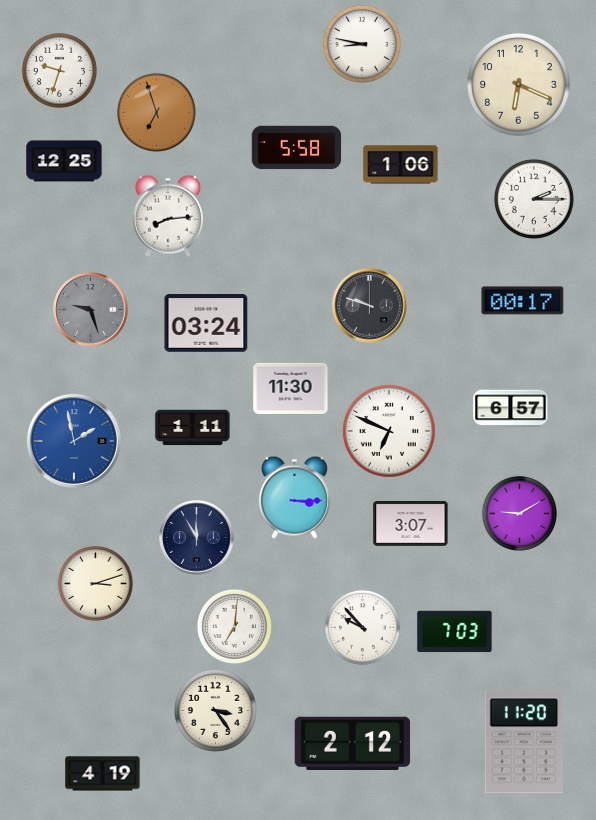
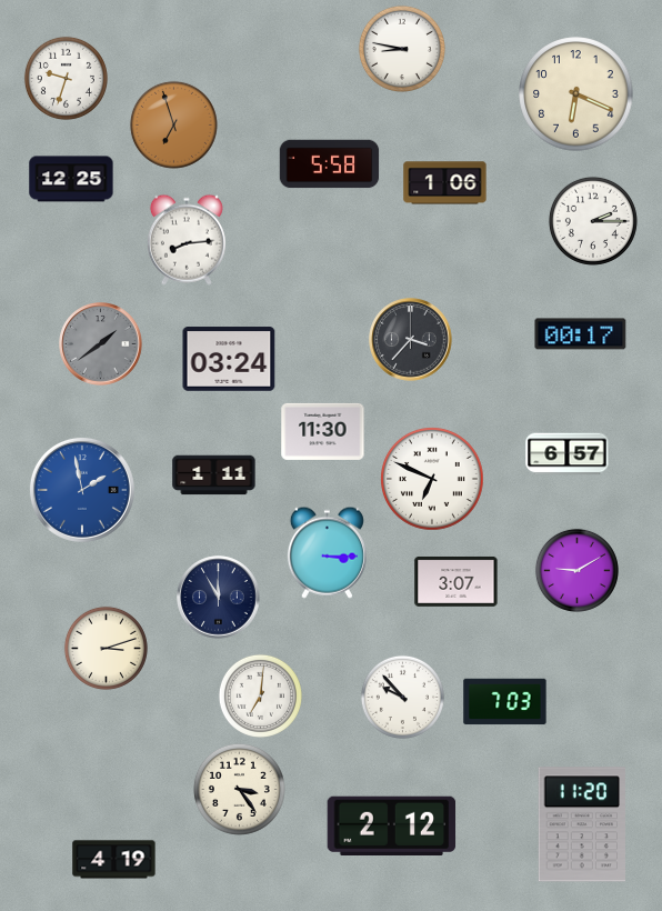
clock at (370, 306): 9:48 -> 3:37
clock at (91, 310): 9:27 -> 1:39
